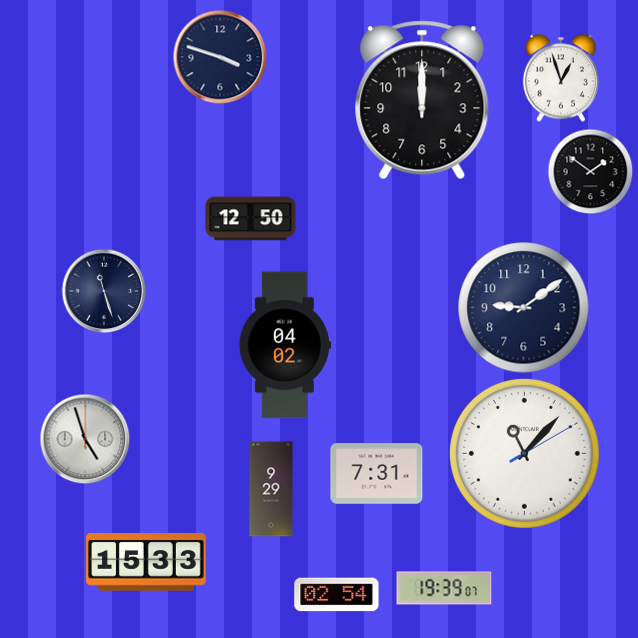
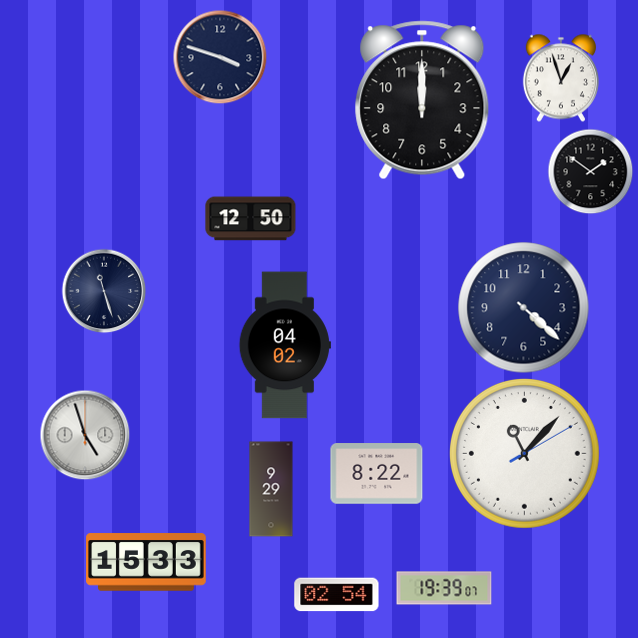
clock at (524, 308): 9:09 -> 4:22
clock at (85, 439) position: (85, 439) -> (85, 435)
clock at (377, 474): 7:31 -> 8:22
